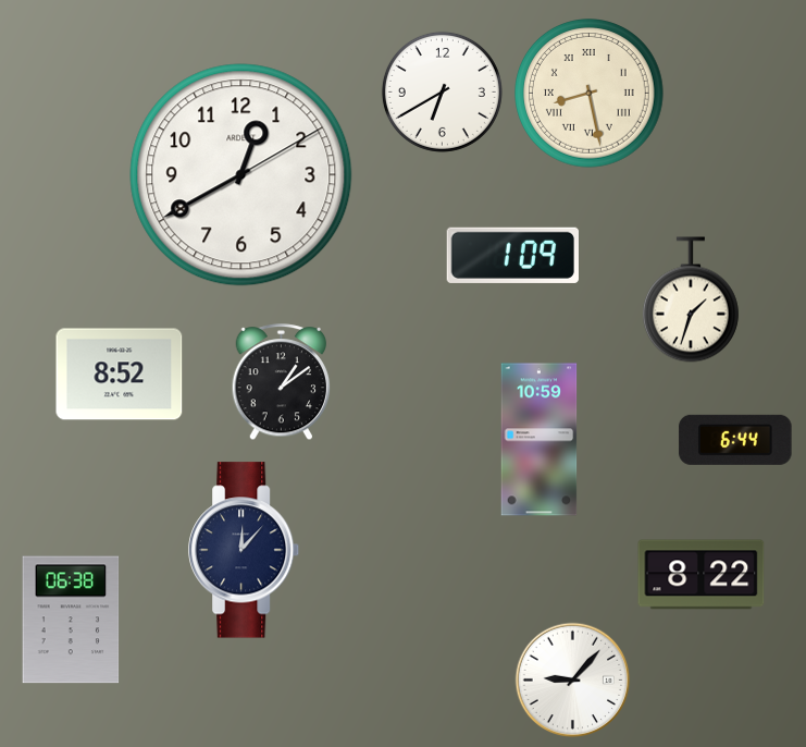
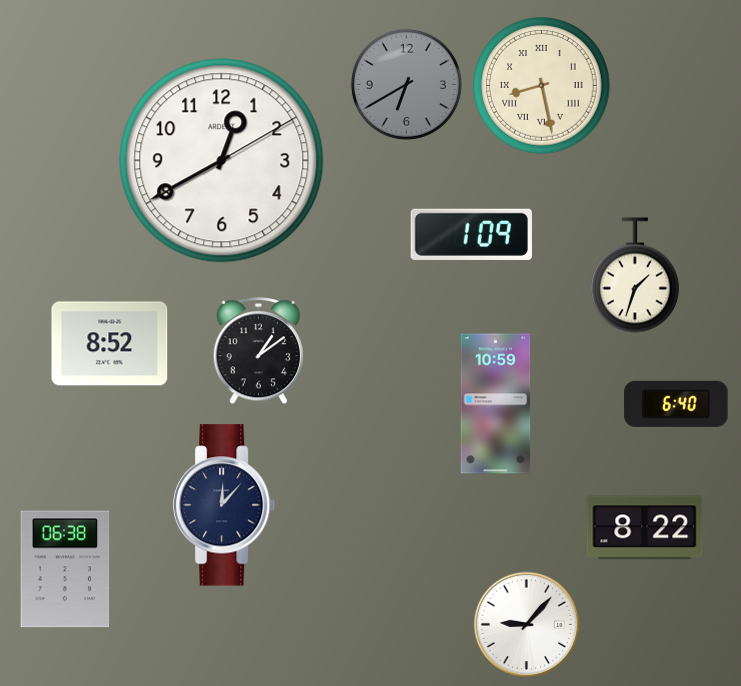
clock at (442, 91) dial: white -> grey
clock at (735, 440): 6:44 -> 6:40
